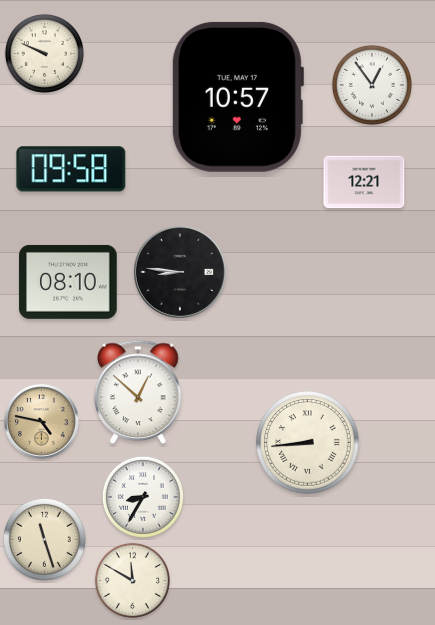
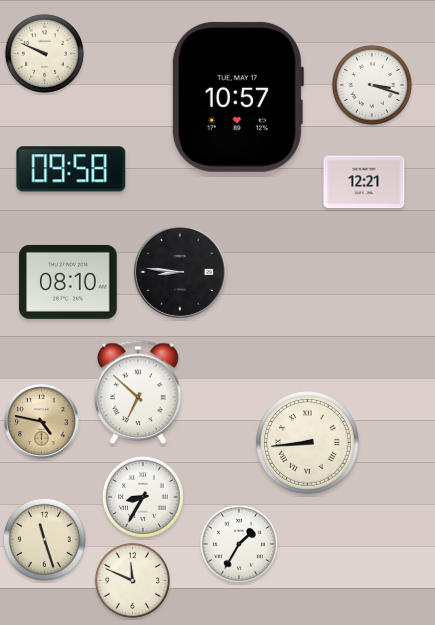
clock at (372, 85): 12:54 -> 3:18
clock at (138, 392): 12:52 -> 6:52
clock at (239, 544): none -> 1:35
clock at (132, 580): 11:50 -> 11:49
